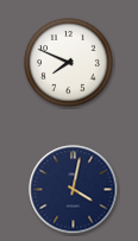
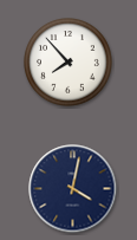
clock at (69, 63): 7:49 -> 7:53
